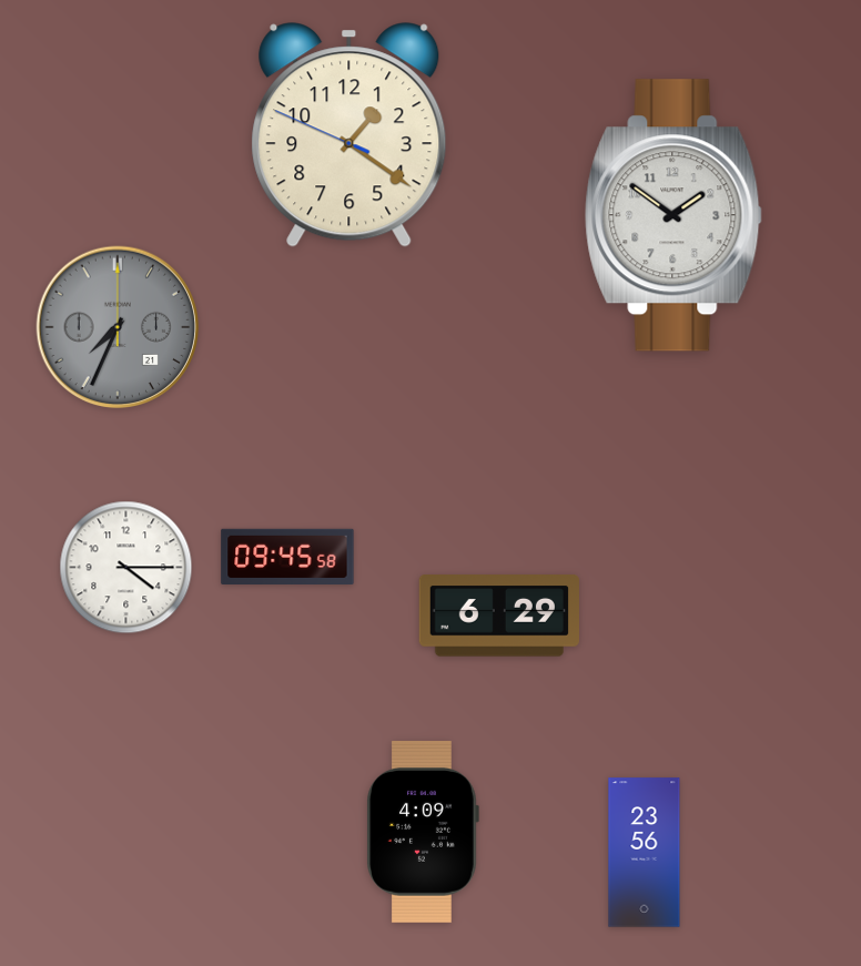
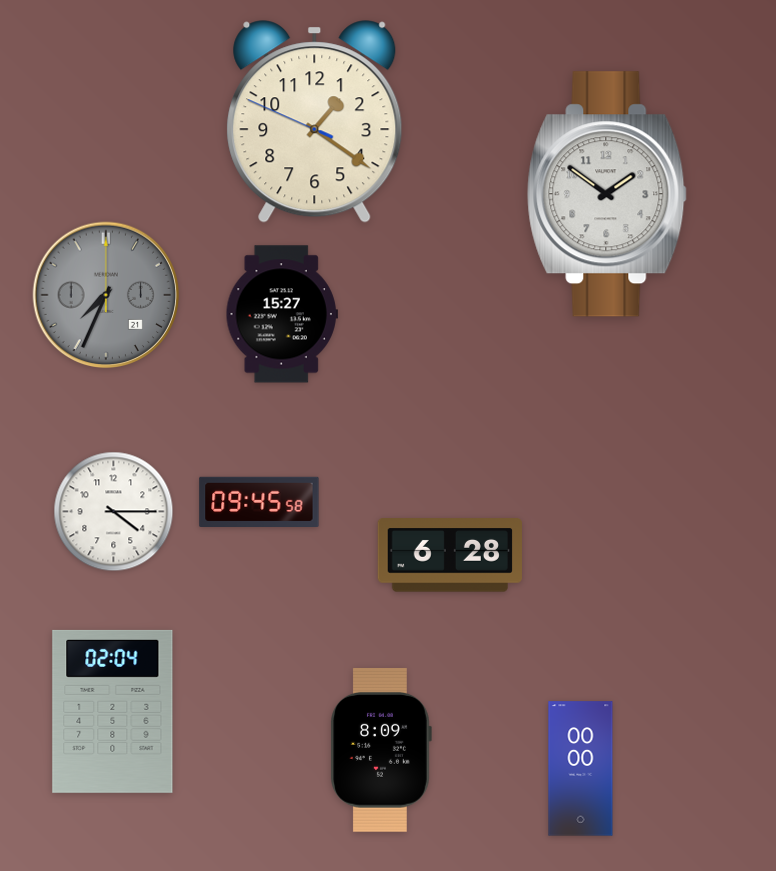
clock at (282, 314): none -> 15:27
clock at (499, 616): 6:29 -> 6:28
clock at (113, 711): none -> 02:04
clock at (423, 832): 4:09 -> 8:09
clock at (645, 853): 23:56 -> 00:00
